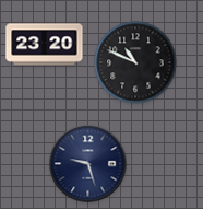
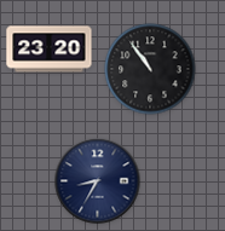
clock at (135, 62): 10:49 -> 10:54
clock at (88, 164): 9:27 -> 8:35
